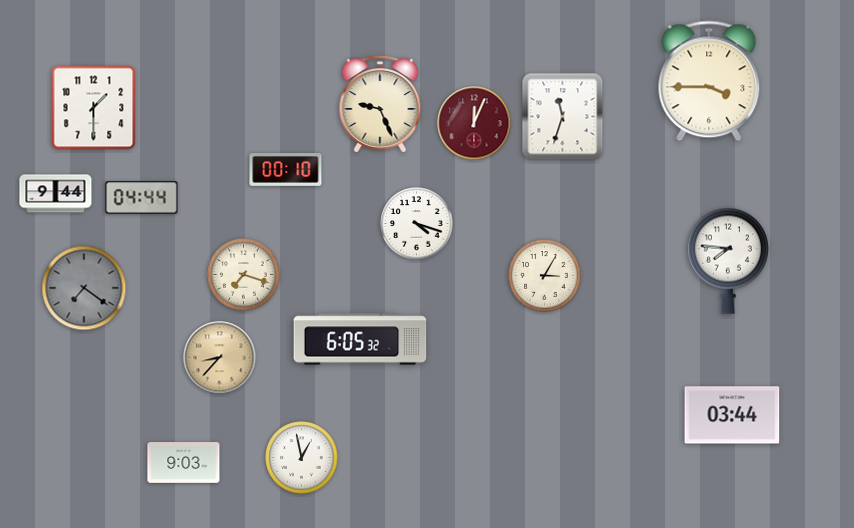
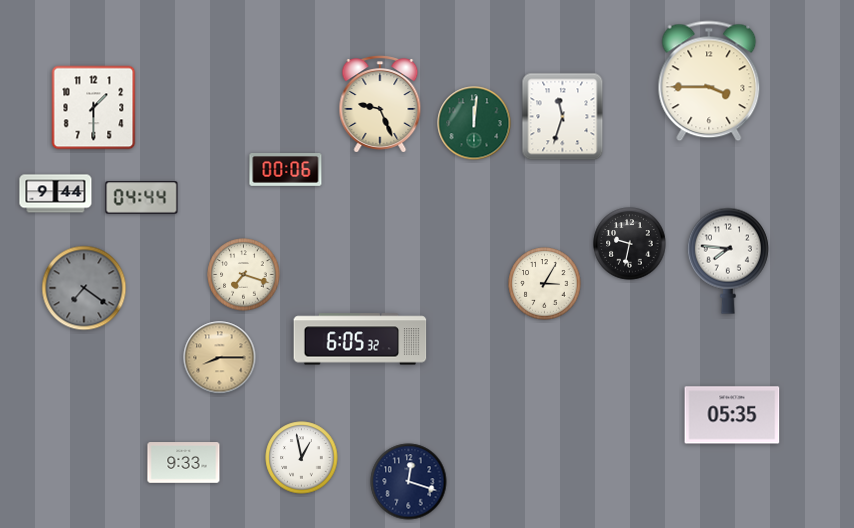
clock at (474, 123): 12:04 -> 12:01
clock at (474, 123) dial: burgundy -> green
clock at (286, 170): 00:10 -> 00:06
clock at (417, 224): 4:18 -> none
clock at (630, 244): none -> 9:32
clock at (545, 276) position: (545, 276) -> (545, 284)
clock at (220, 358): 8:37 -> 8:15
clock at (732, 415): 03:44 -> 05:35
clock at (184, 463): 9:03 -> 9:33
clock at (409, 482): none -> 12:18
